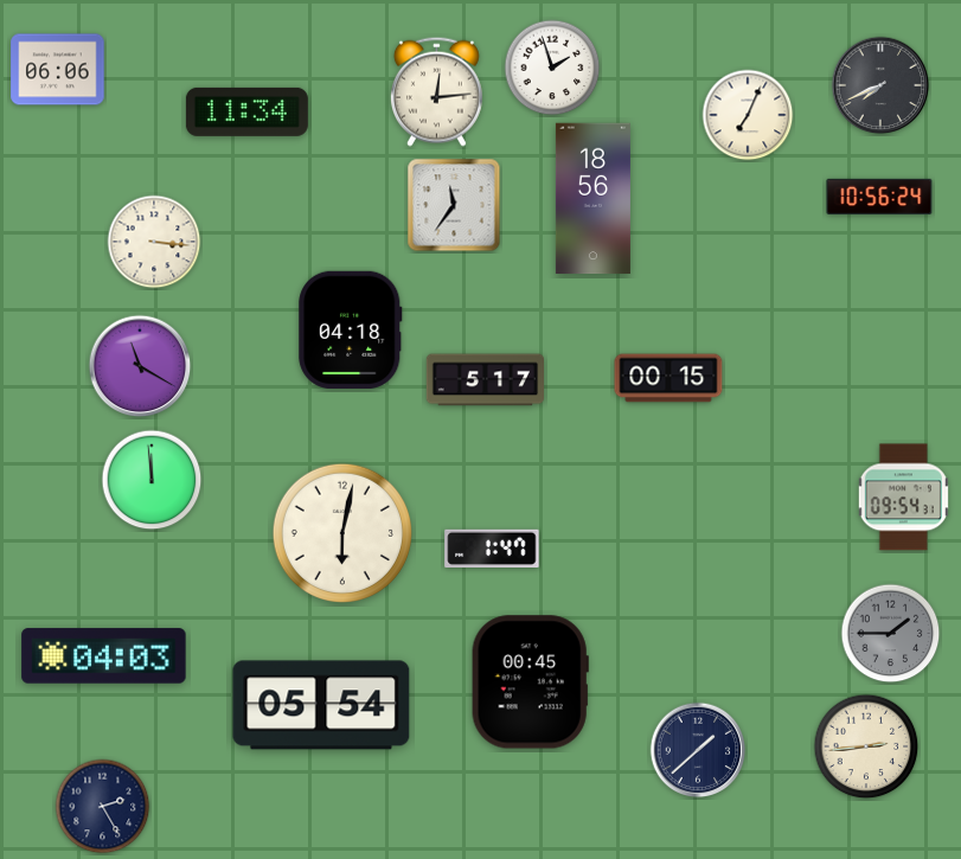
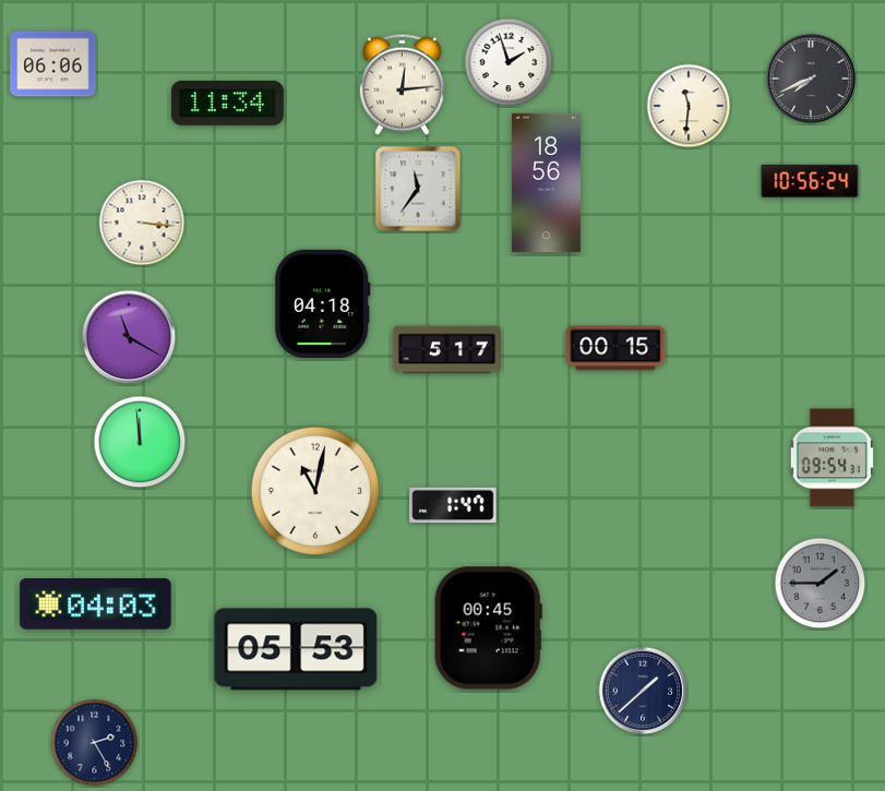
clock at (748, 115): 7:04 -> 11:31
clock at (341, 532): 6:02 -> 11:02
clock at (321, 705): 05:54 -> 05:53
clock at (866, 746): 2:44 -> none
